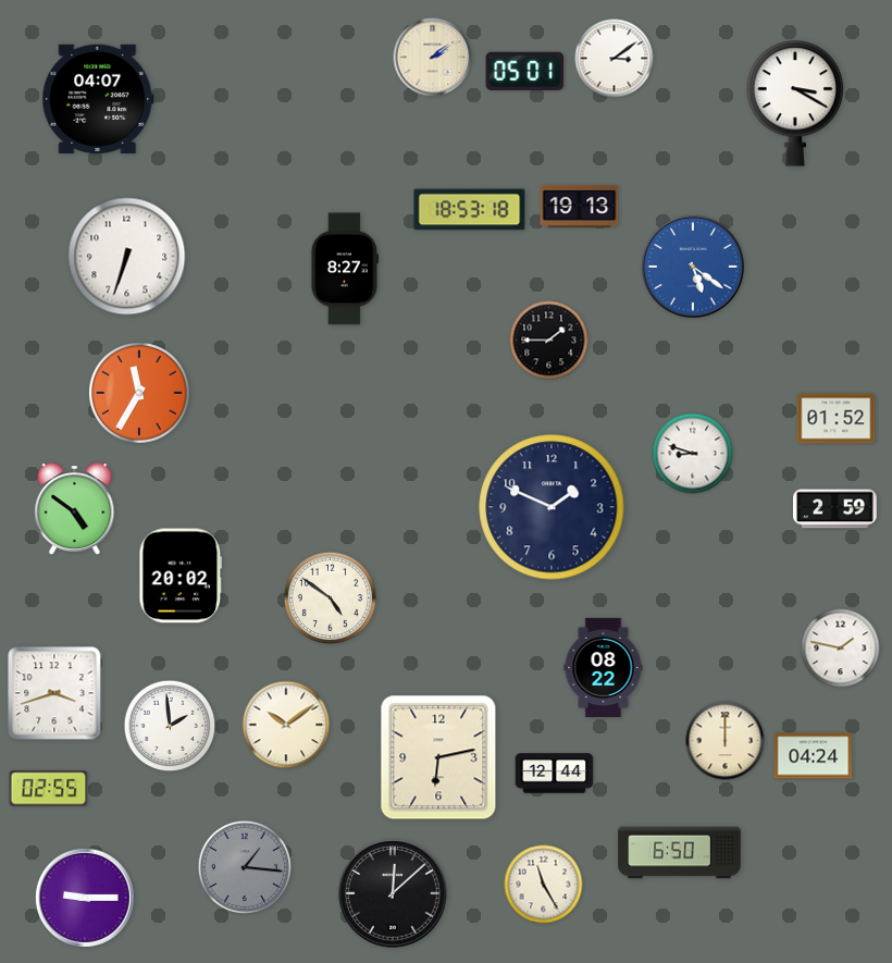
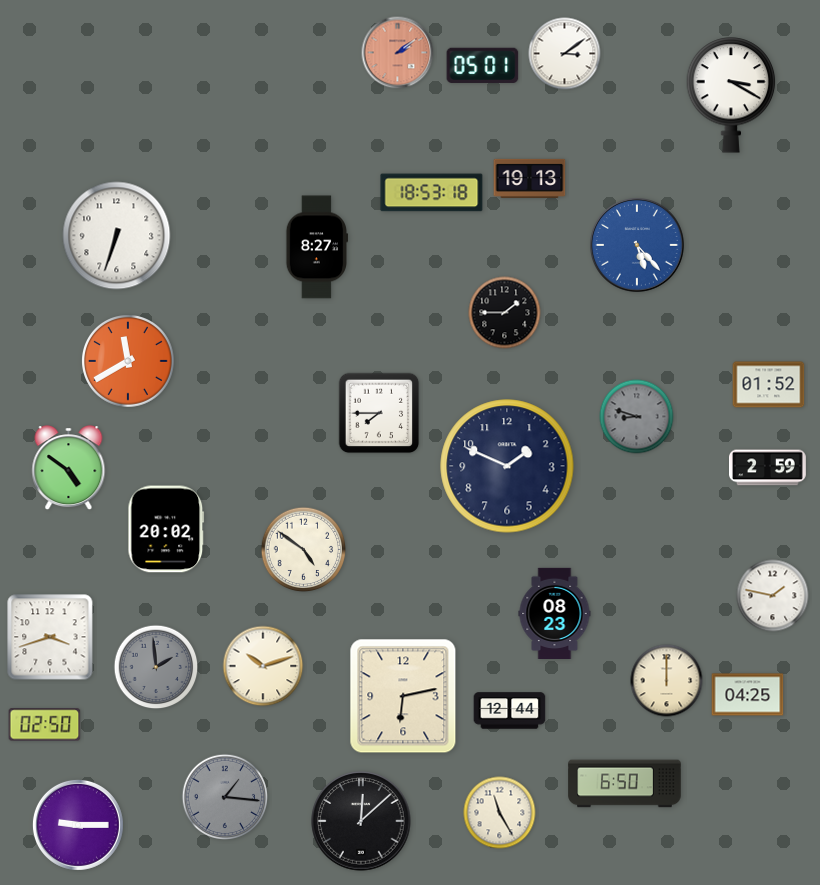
clock at (433, 58) dial: cream -> salmon
clock at (98, 99): 04:07 -> none
clock at (580, 206) position: (580, 206) -> (530, 178)
clock at (694, 268): 5:21 -> 5:23
clock at (140, 394): 11:35 -> 11:40
clock at (379, 413): none -> 7:45
clock at (693, 454) dial: white -> grey
clock at (604, 667): 08:22 -> 08:23
clock at (286, 725): 10:09 -> 10:12
clock at (170, 726) dial: white -> grey
clock at (814, 756): 04:24 -> 04:25
clock at (49, 789): 02:55 -> 02:50
